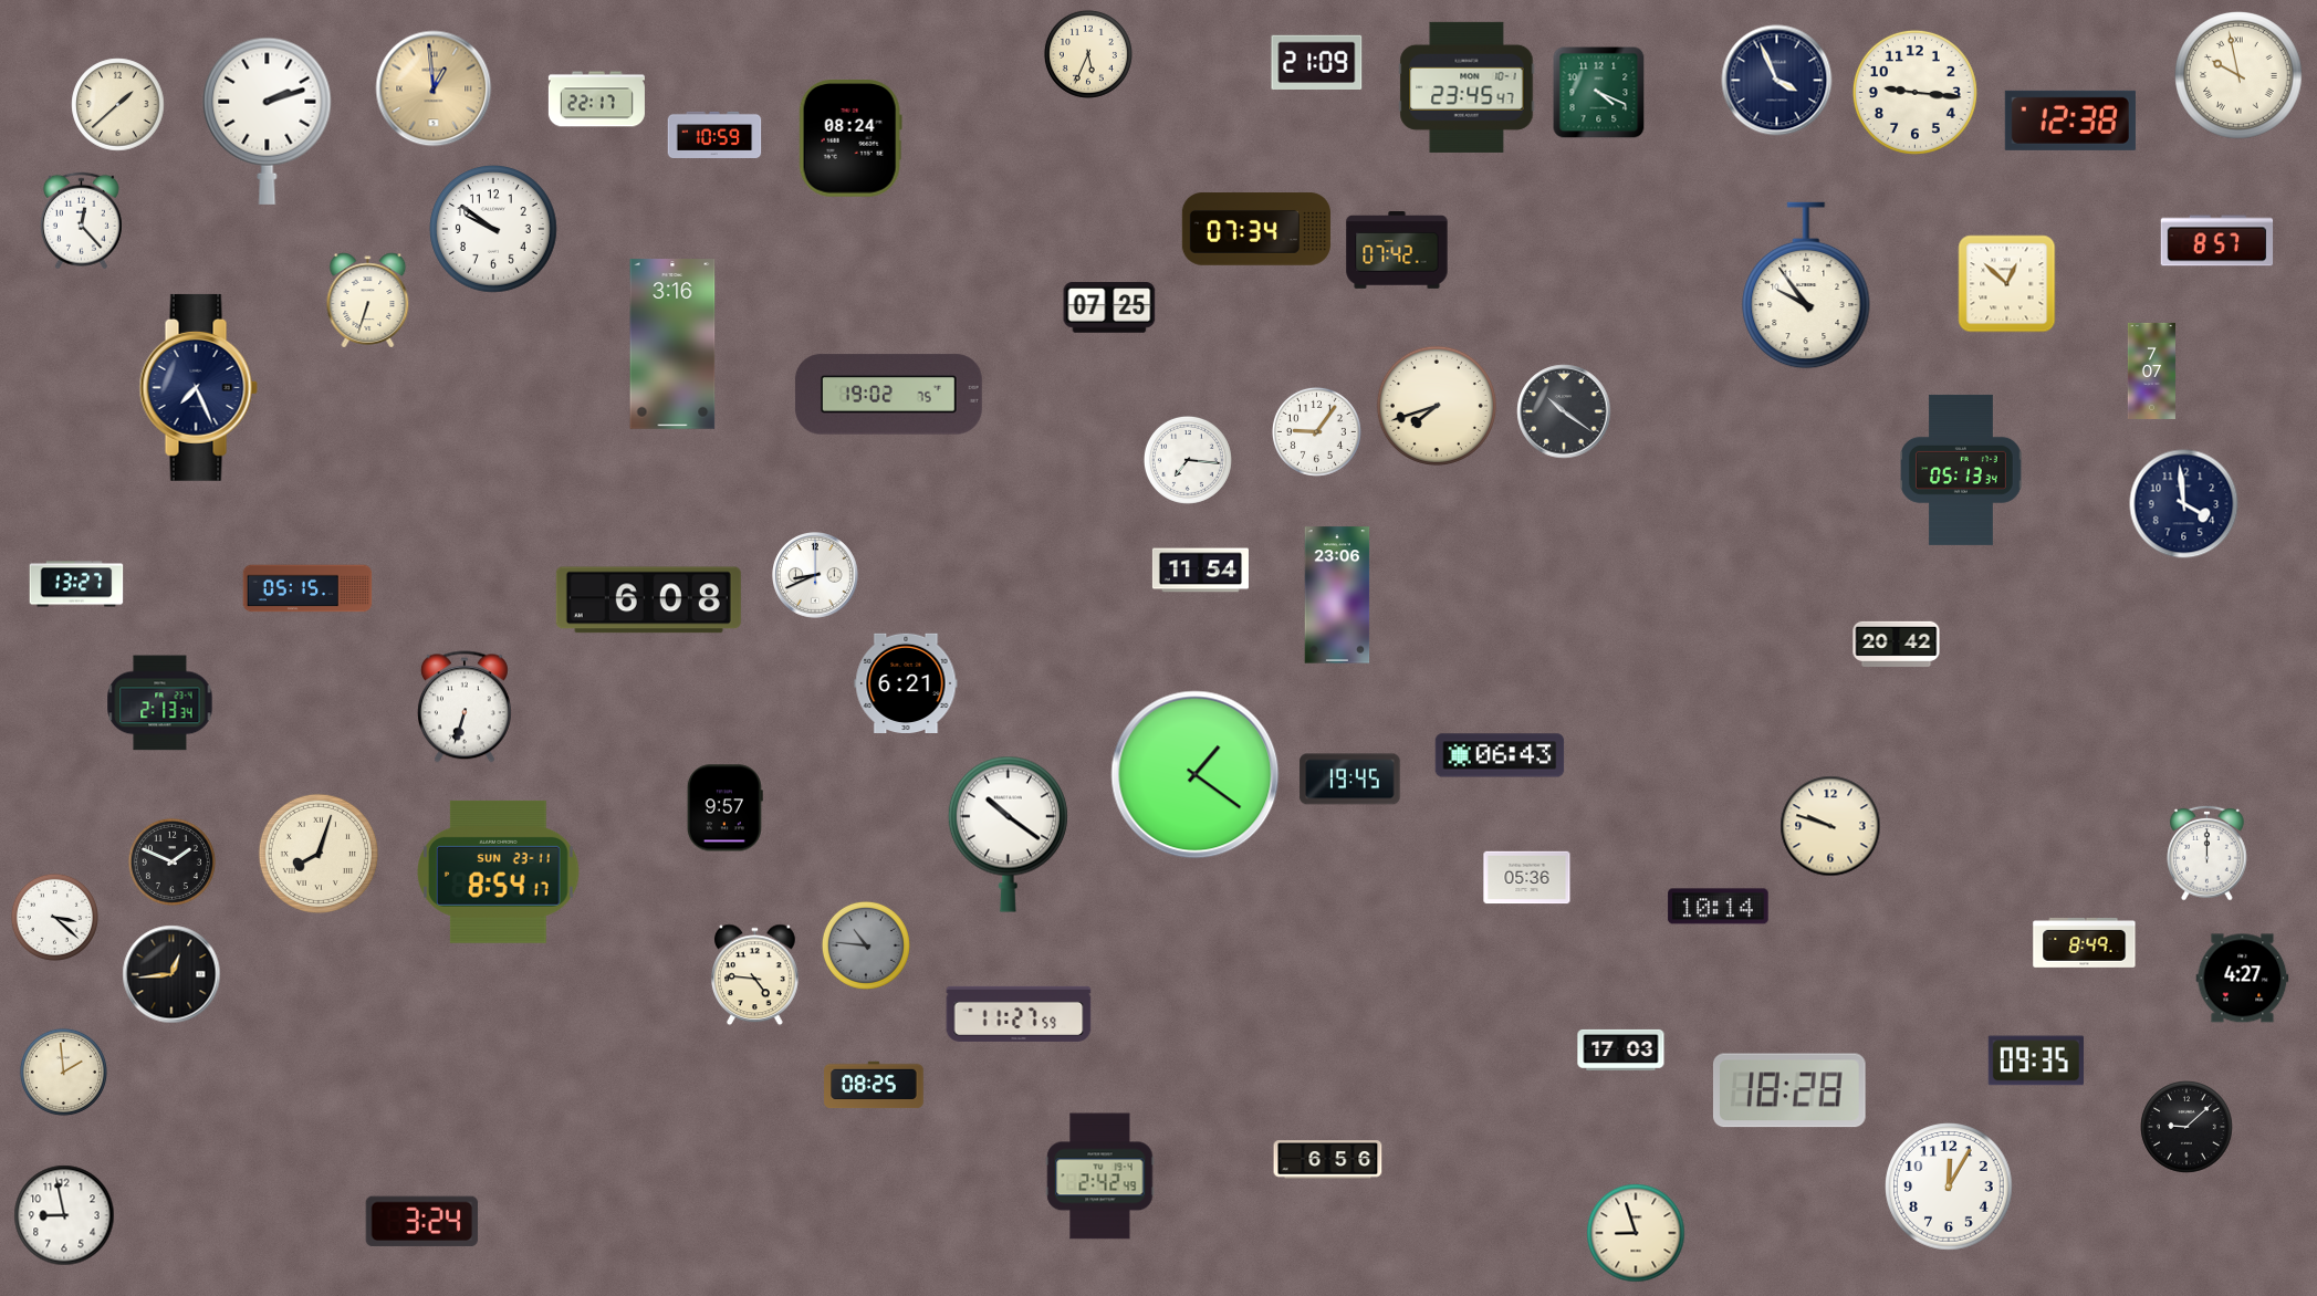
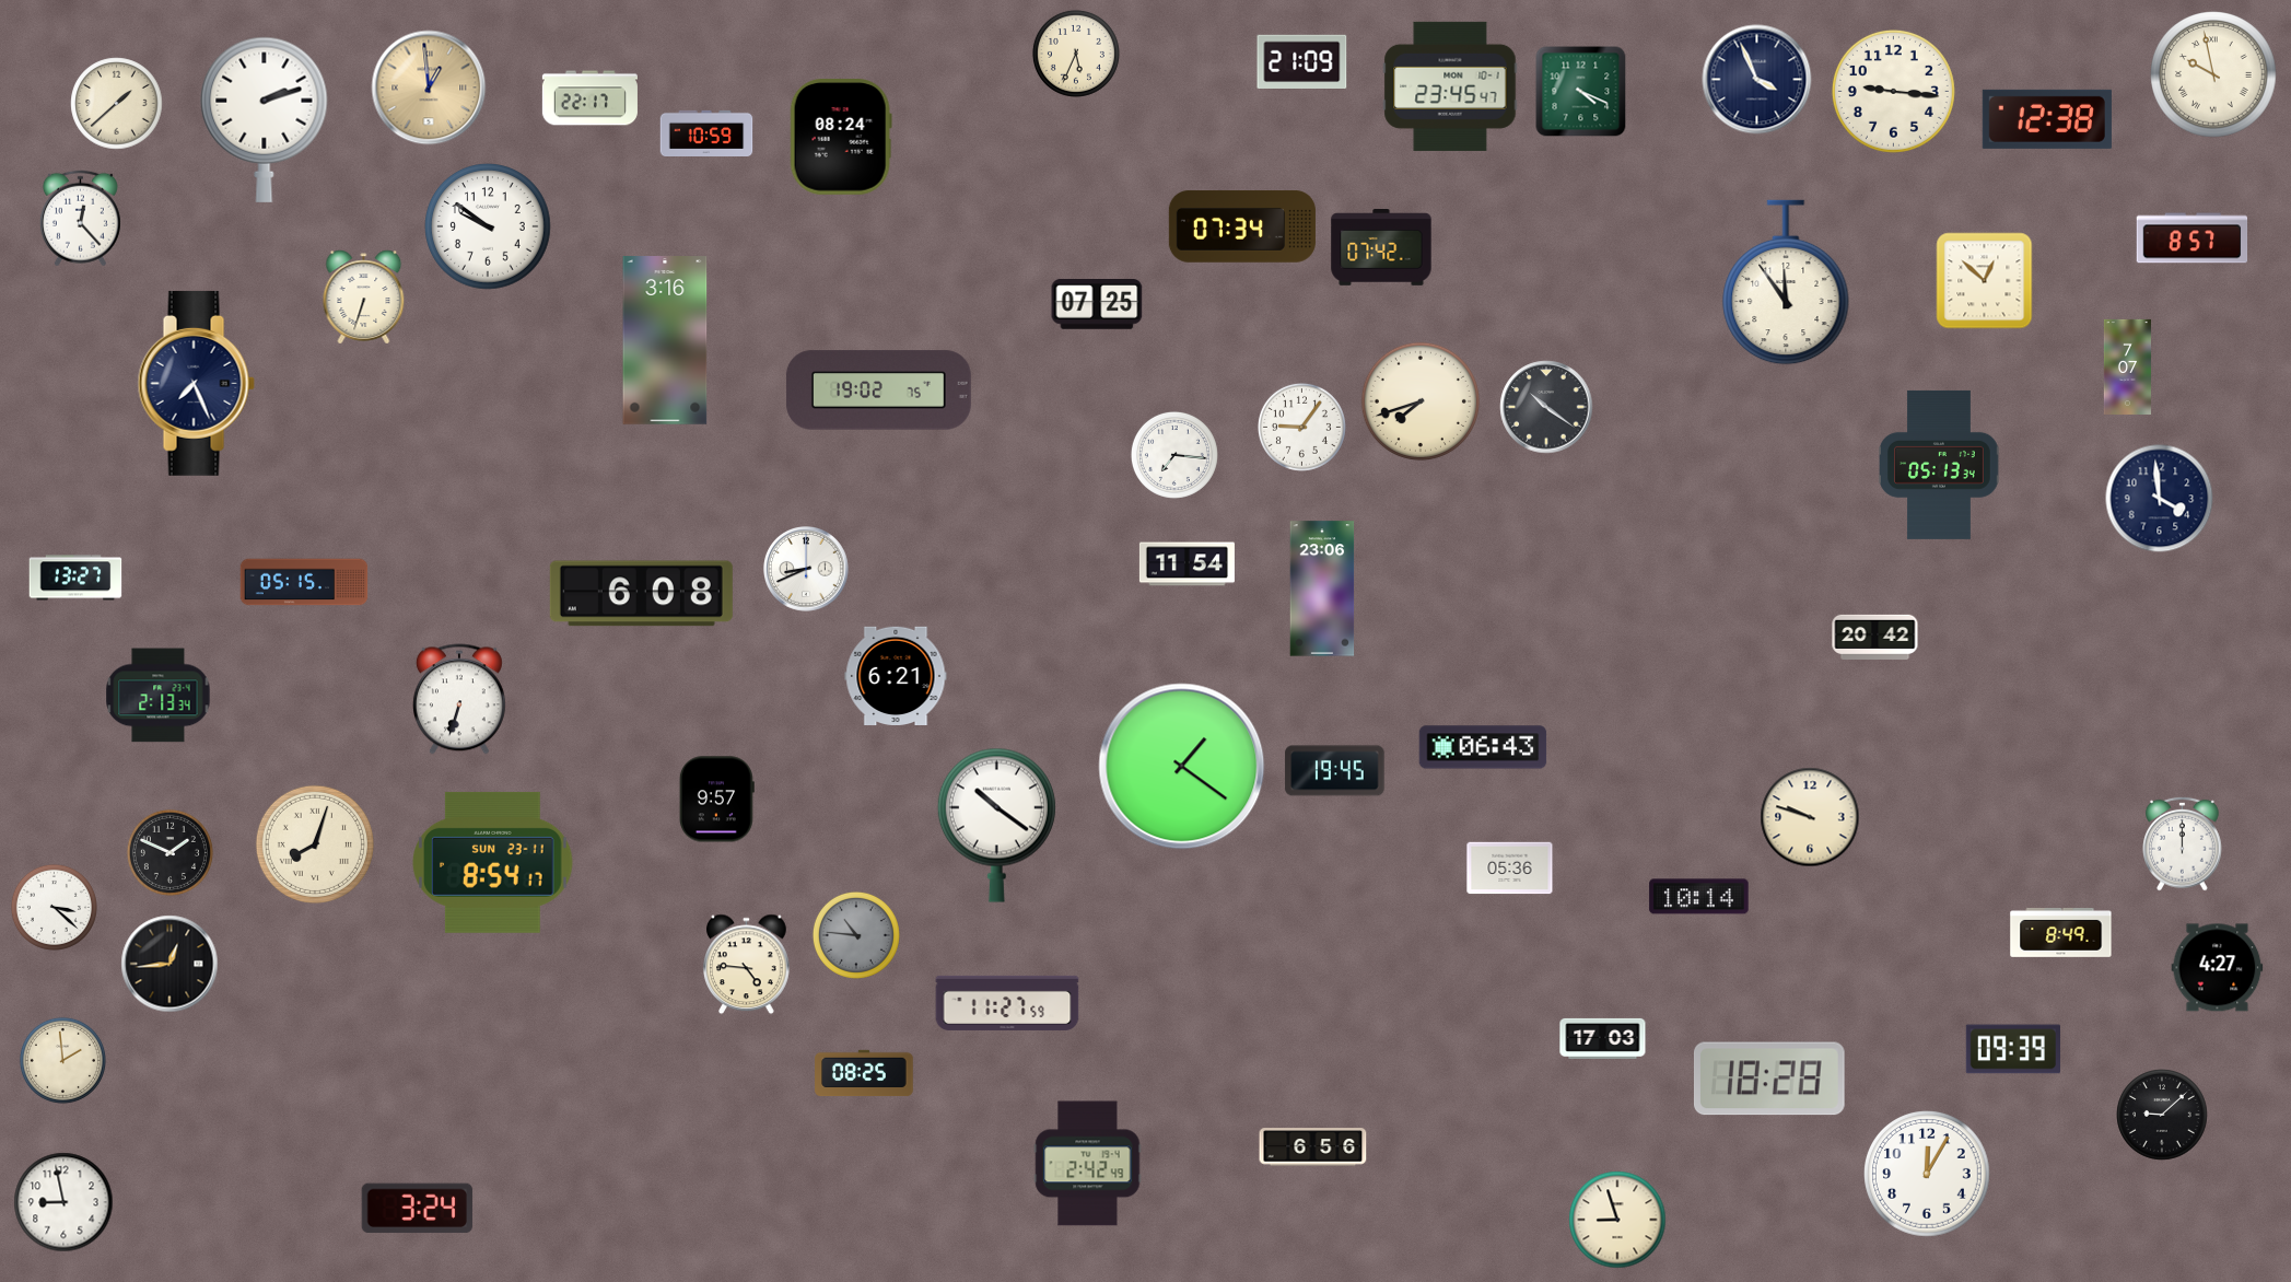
clock at (1806, 285): 9:54 -> 11:54
clock at (2036, 1060): 09:35 -> 09:39
